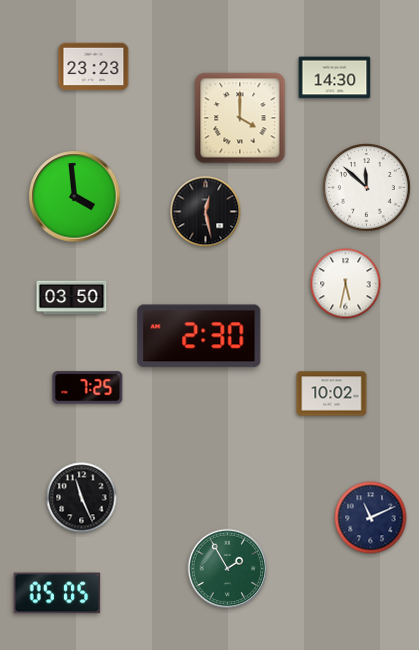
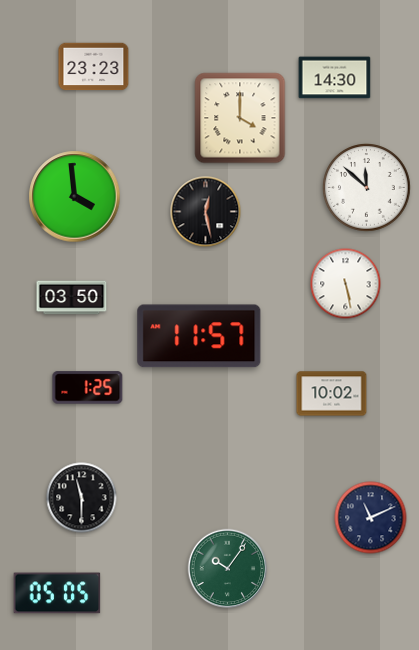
clock at (346, 284): 5:32 -> 5:28
clock at (199, 336): 2:30 -> 11:57
clock at (88, 388): 7:25 -> 1:25
clock at (82, 498): 11:26 -> 11:30
clock at (228, 569): 1:55 -> 10:06
